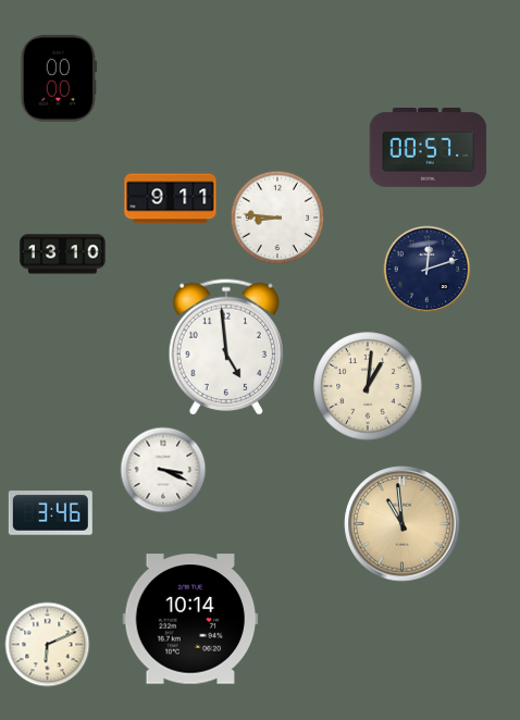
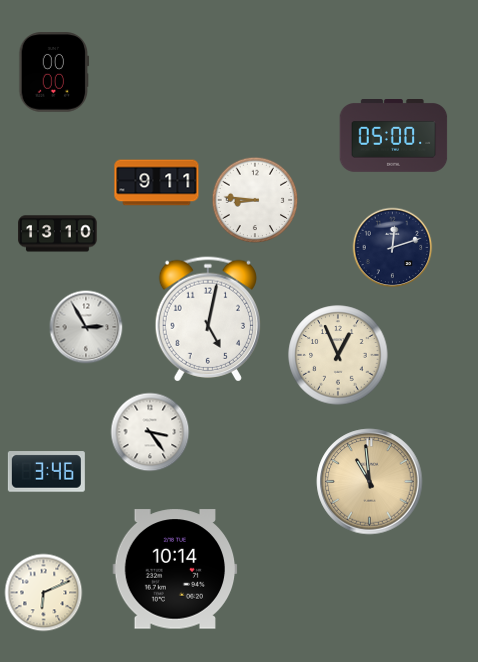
clock at (429, 148): 00:57 -> 05:00
clock at (225, 347): 4:59 -> 5:02
clock at (86, 327): none -> 2:55
clock at (368, 386): 1:01 -> 12:56
clock at (163, 470): 3:19 -> 3:24
